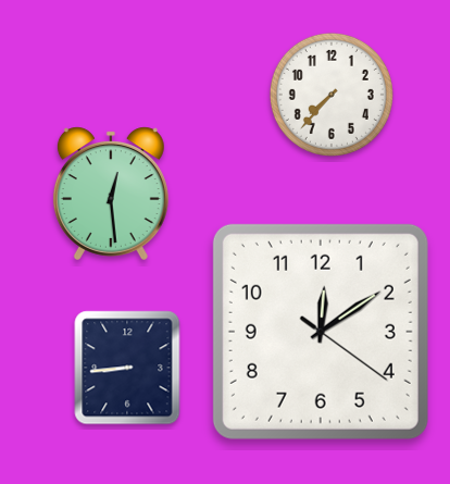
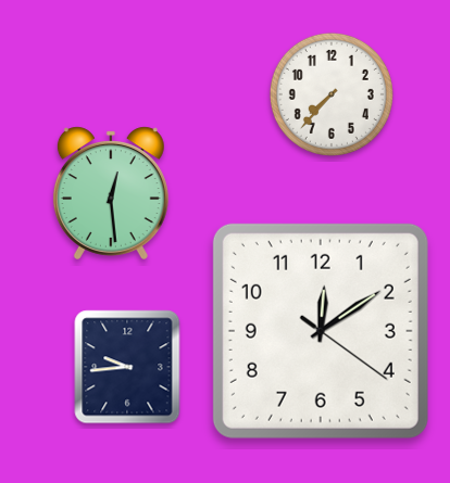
clock at (127, 368): 8:44 -> 9:44
